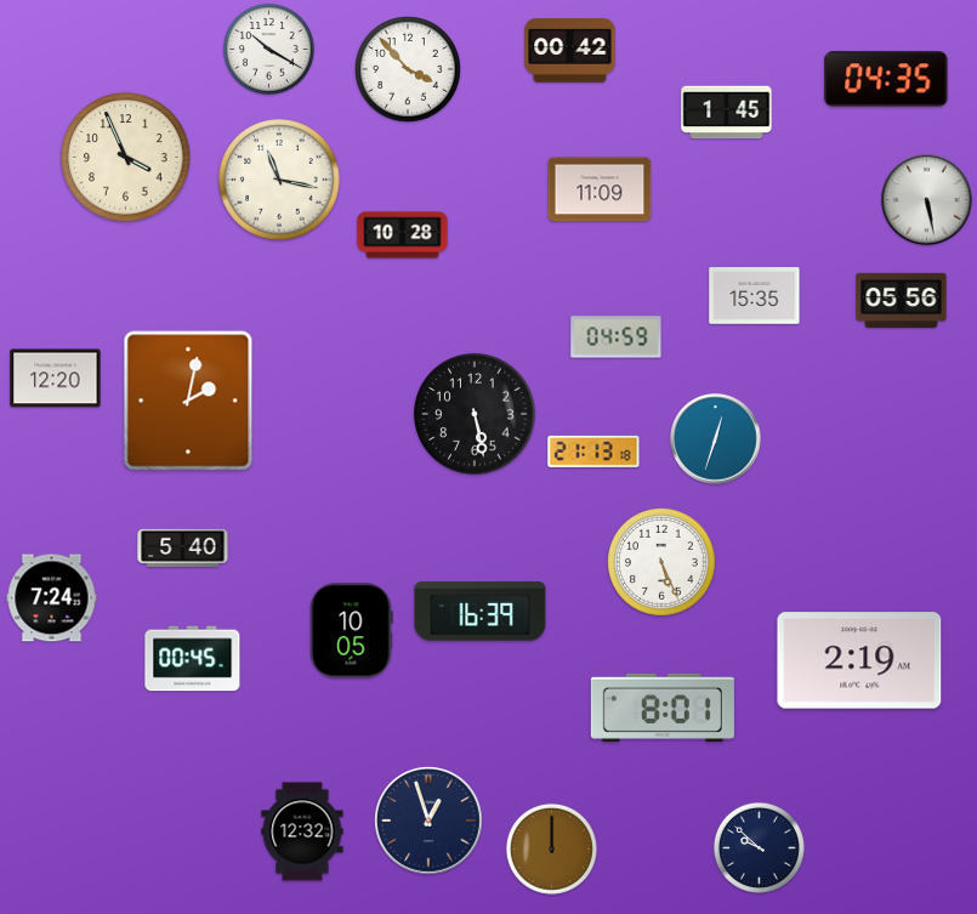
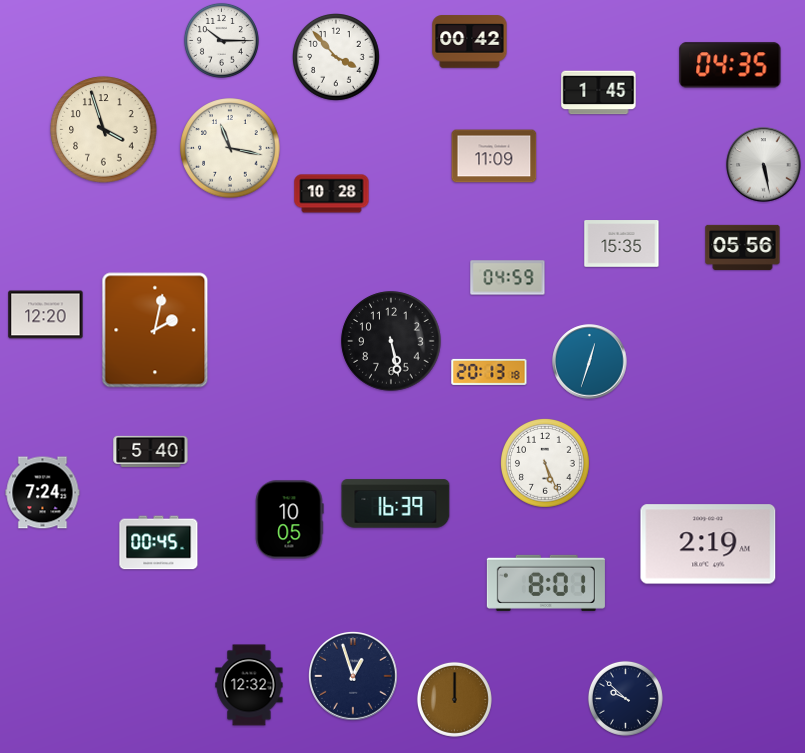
clock at (268, 49): 10:20 -> 10:15
clock at (126, 158): 3:56 -> 3:57
clock at (56, 379) position: (56, 379) -> (46, 315)
clock at (593, 452): 21:13 -> 20:13
